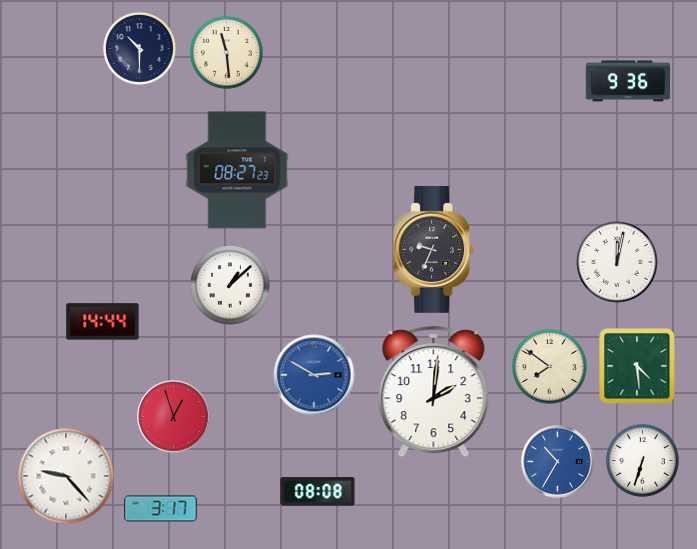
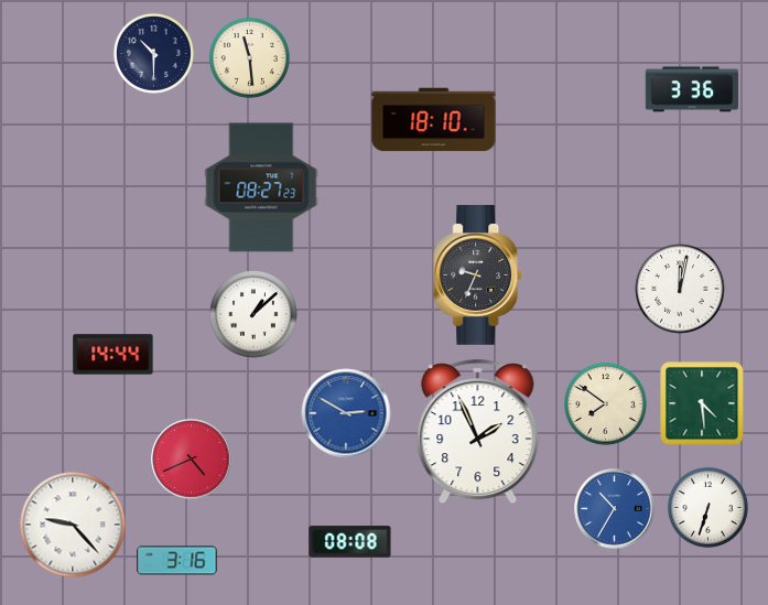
clock at (628, 81): 9:36 -> 3:36
clock at (434, 120): none -> 18:10
clock at (434, 392): 2:01 -> 1:56
clock at (174, 417): 12:57 -> 4:41
clock at (161, 509): 3:17 -> 3:16
